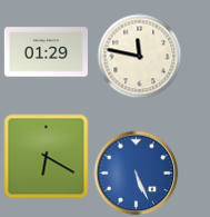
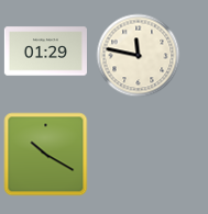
clock at (47, 157): 6:20 -> 10:20
clock at (137, 174): 5:26 -> none
